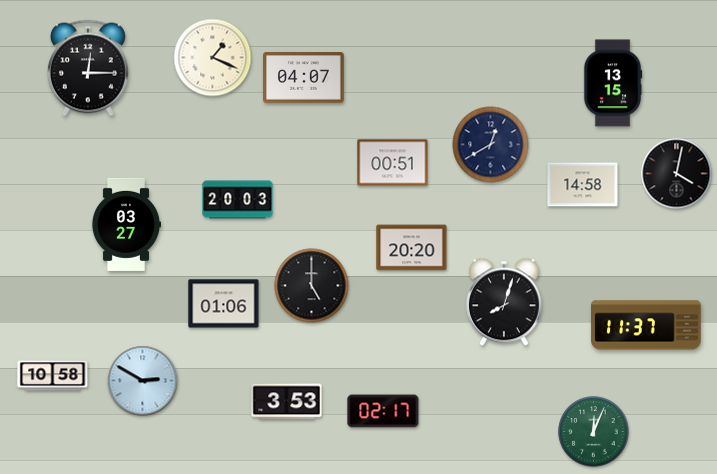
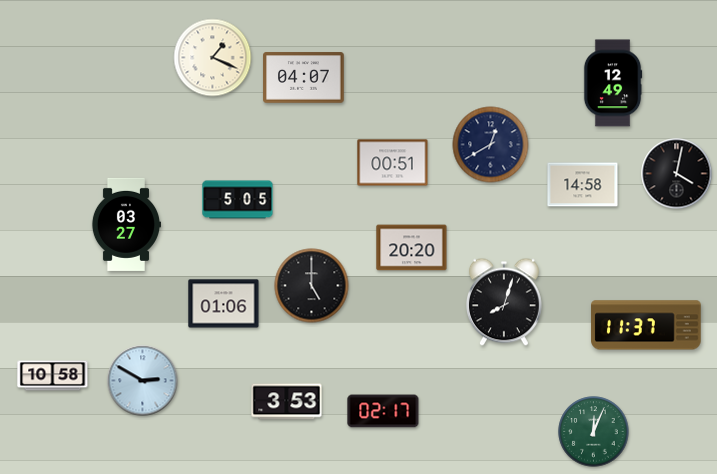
clock at (88, 68): 12:15 -> none
clock at (613, 83): 13:15 -> 12:49
clock at (238, 200): 20:03 -> 5:05
